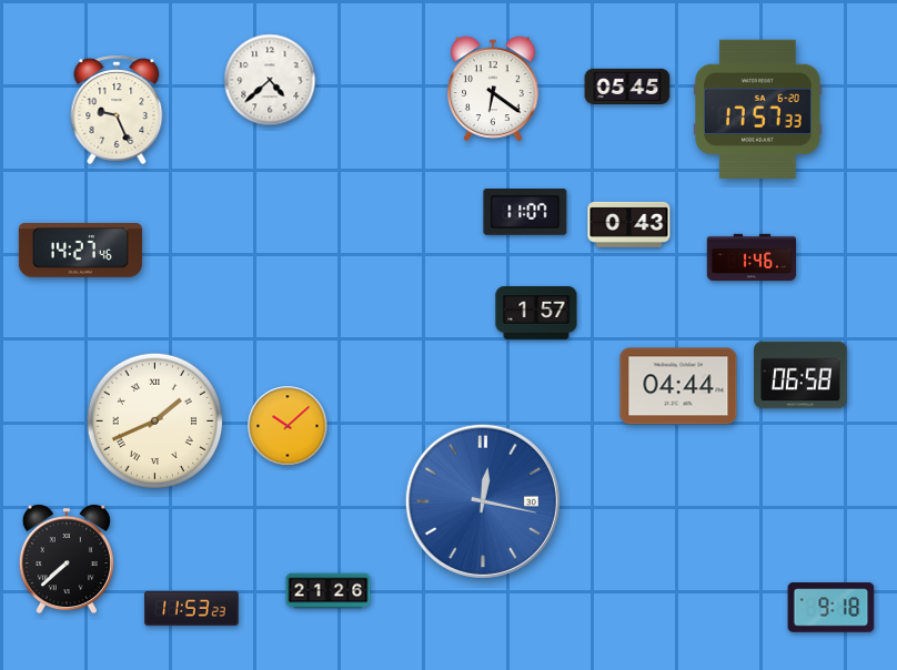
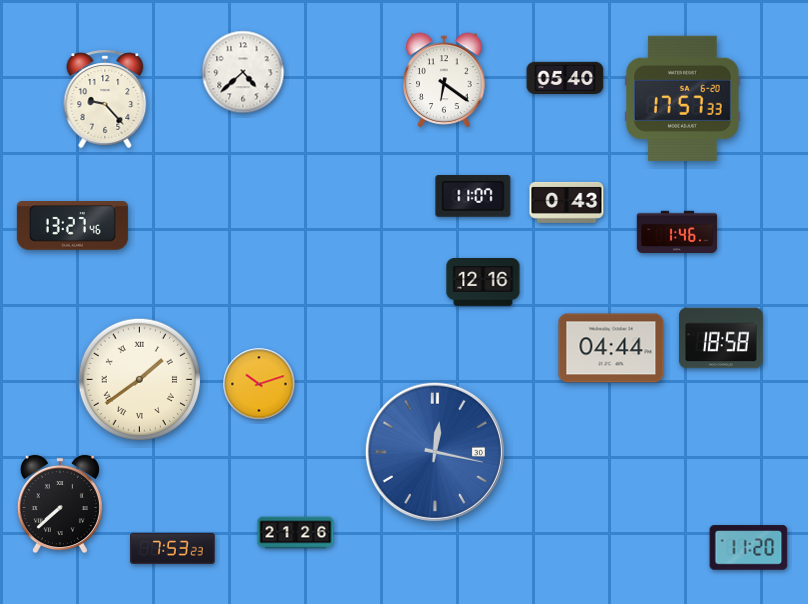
clock at (627, 85): 05:45 -> 05:40
clock at (117, 110): 9:26 -> 9:23
clock at (525, 213) position: (525, 213) -> (473, 197)
clock at (80, 251): 14:27 -> 13:27
clock at (536, 314): 1:57 -> 12:16
clock at (800, 375): 06:58 -> 18:58
clock at (154, 420): 1:41 -> 1:39
clock at (288, 426): 10:08 -> 10:12
clock at (192, 608): 11:53 -> 7:53
clock at (832, 608): 9:18 -> 11:20
